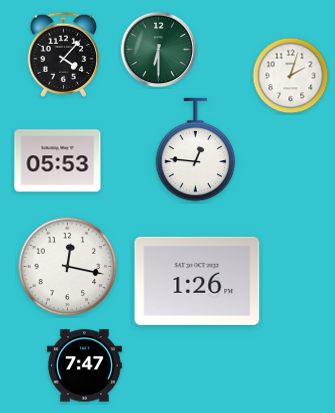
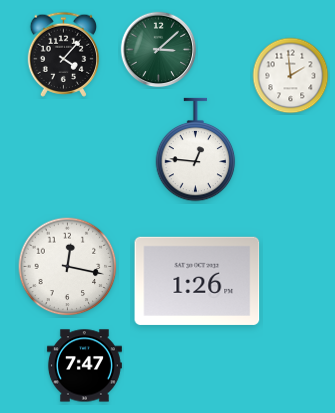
clock at (159, 50): 6:30 -> 3:08
clock at (291, 76): 2:03 -> 1:59
clock at (58, 161): 05:53 -> none
